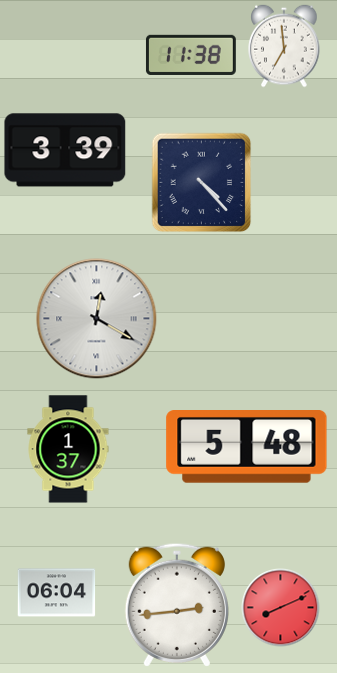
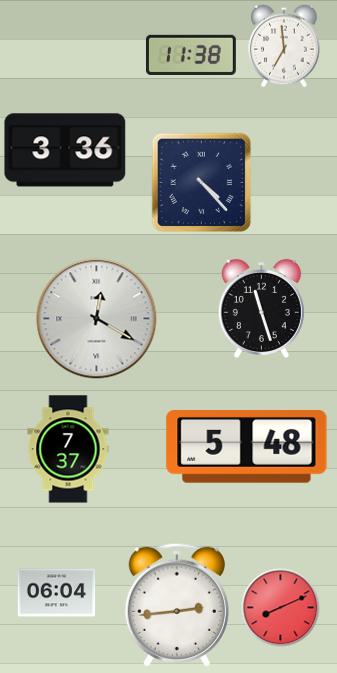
clock at (65, 150): 3:39 -> 3:36
clock at (261, 308): none -> 11:27
clock at (68, 449): 1:37 -> 7:37
